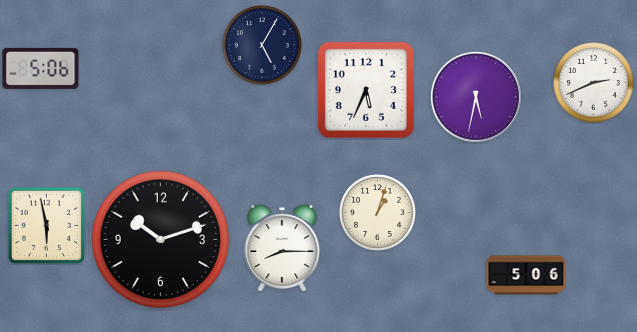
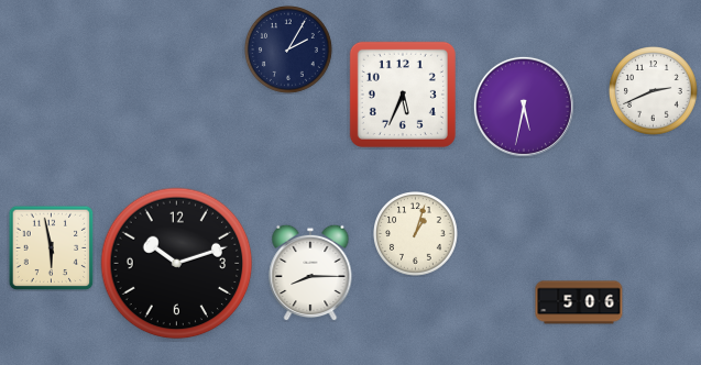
clock at (263, 46): 5:05 -> 2:05
clock at (41, 68): 5:06 -> none
clock at (366, 90) position: (366, 90) -> (403, 95)
